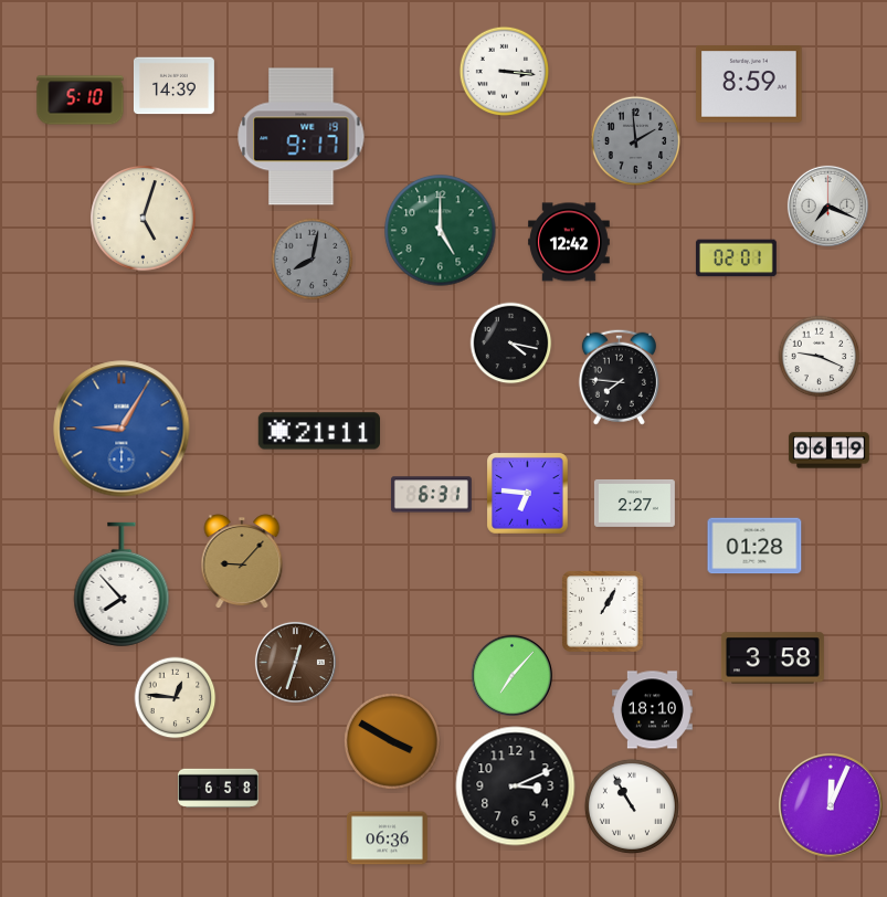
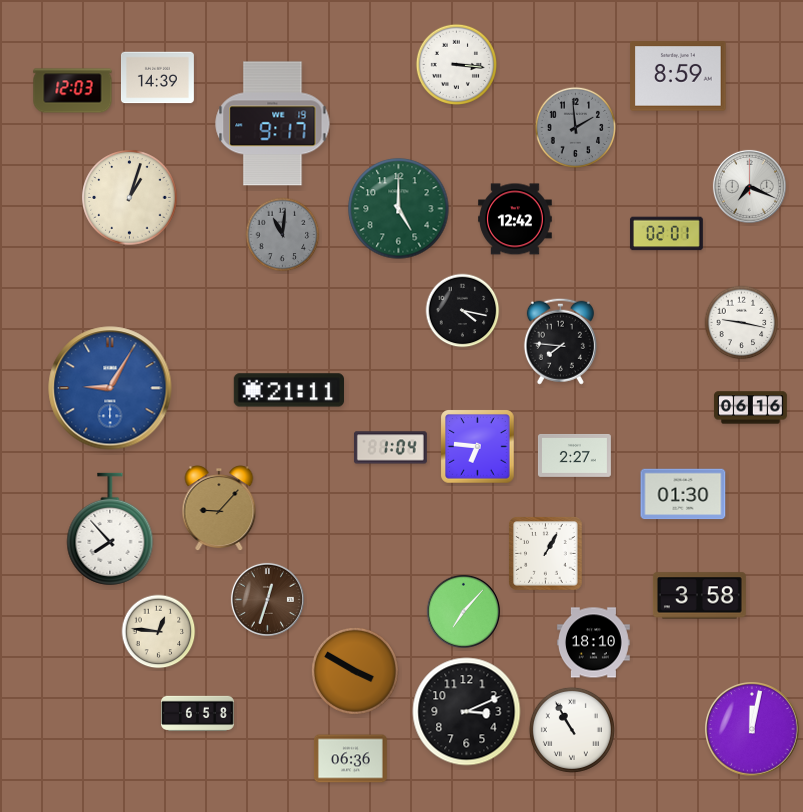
clock at (81, 101): 5:10 -> 12:03
clock at (144, 219): 5:03 -> 1:03
clock at (313, 260): 8:02 -> 11:01
clock at (820, 357): 9:19 -> 9:17
clock at (828, 451): 06:19 -> 06:16
clock at (431, 495): 6:31 -> 1:04
clock at (754, 546): 01:28 -> 01:30
clock at (652, 710) position: (652, 710) -> (593, 643)
clock at (832, 806): 12:04 -> 12:02
